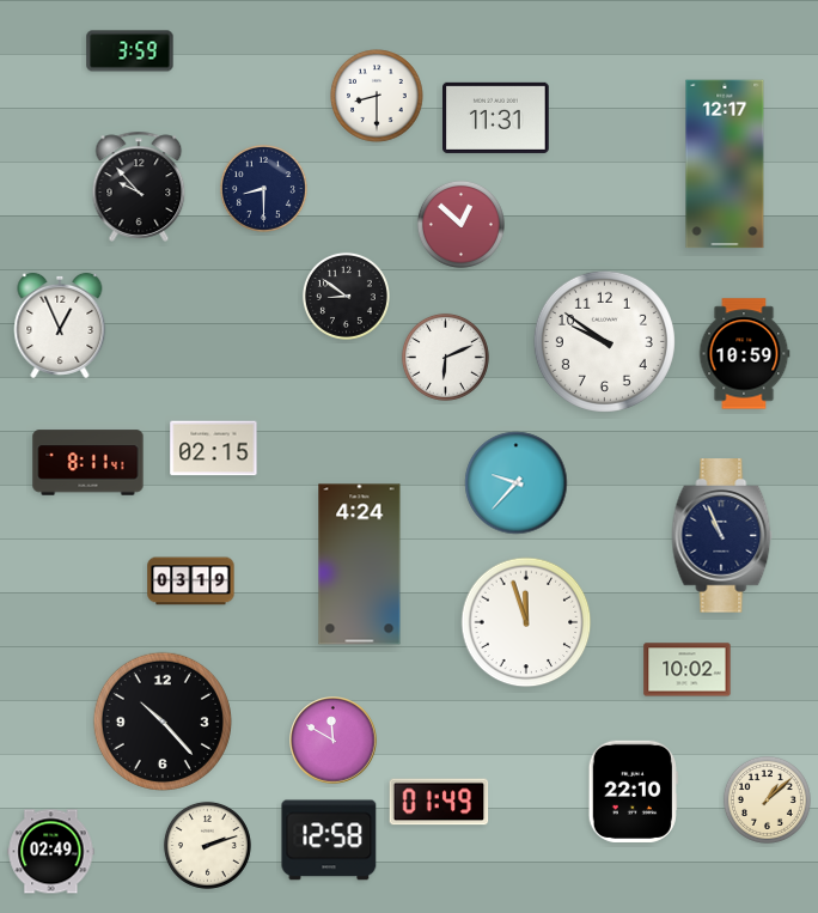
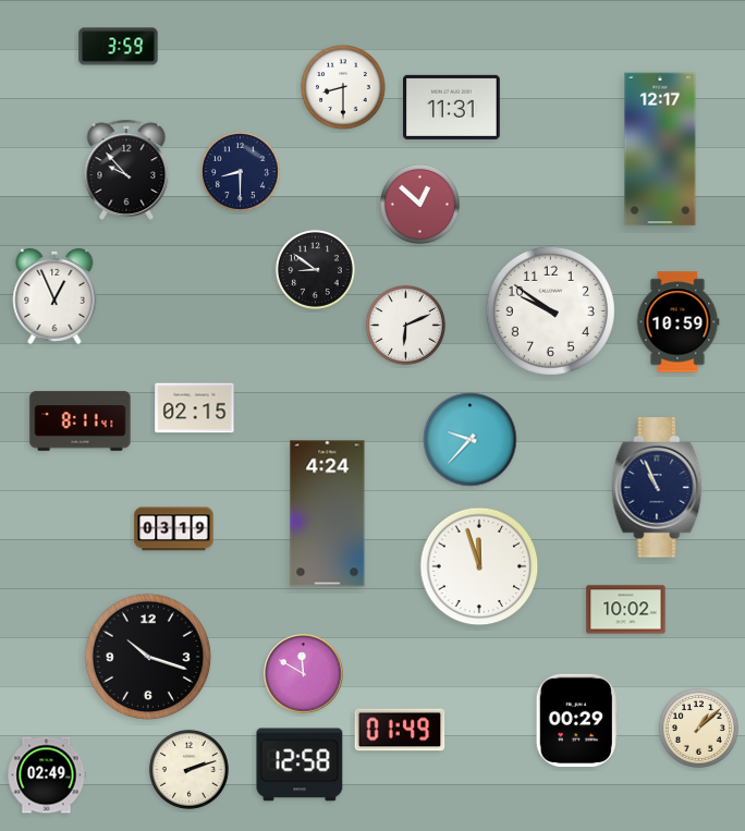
clock at (163, 722): 10:23 -> 10:18
clock at (633, 791): 22:10 -> 00:29
